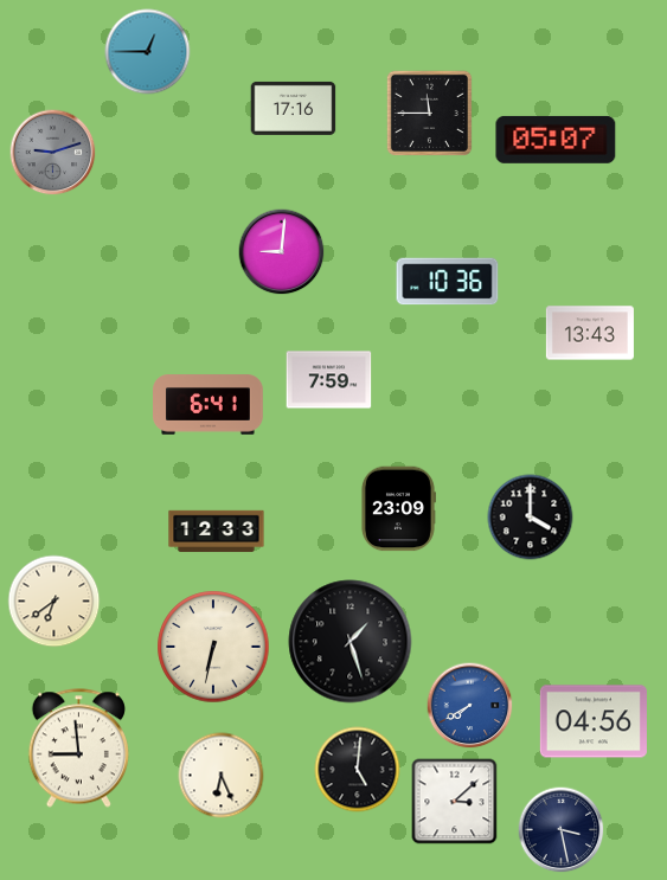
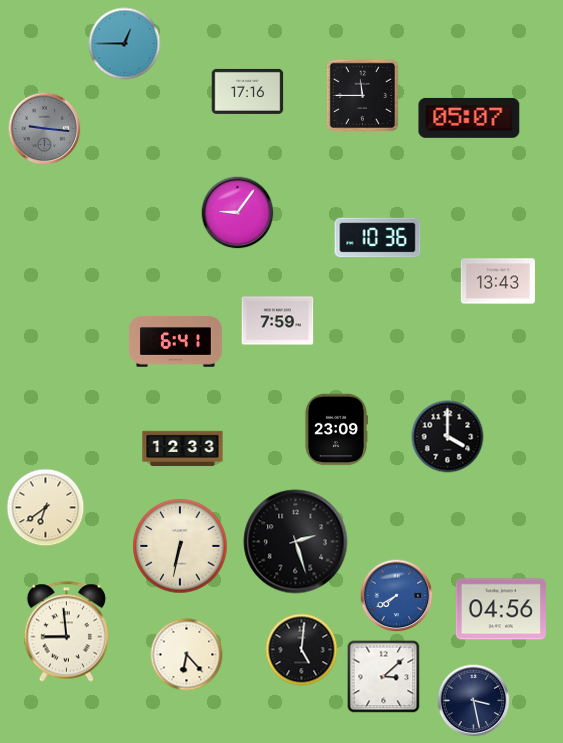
clock at (53, 153): 9:12 -> 9:16
clock at (282, 252): 9:01 -> 9:06
clock at (351, 642): 1:27 -> 2:27
clock at (222, 776): 6:26 -> 6:23
